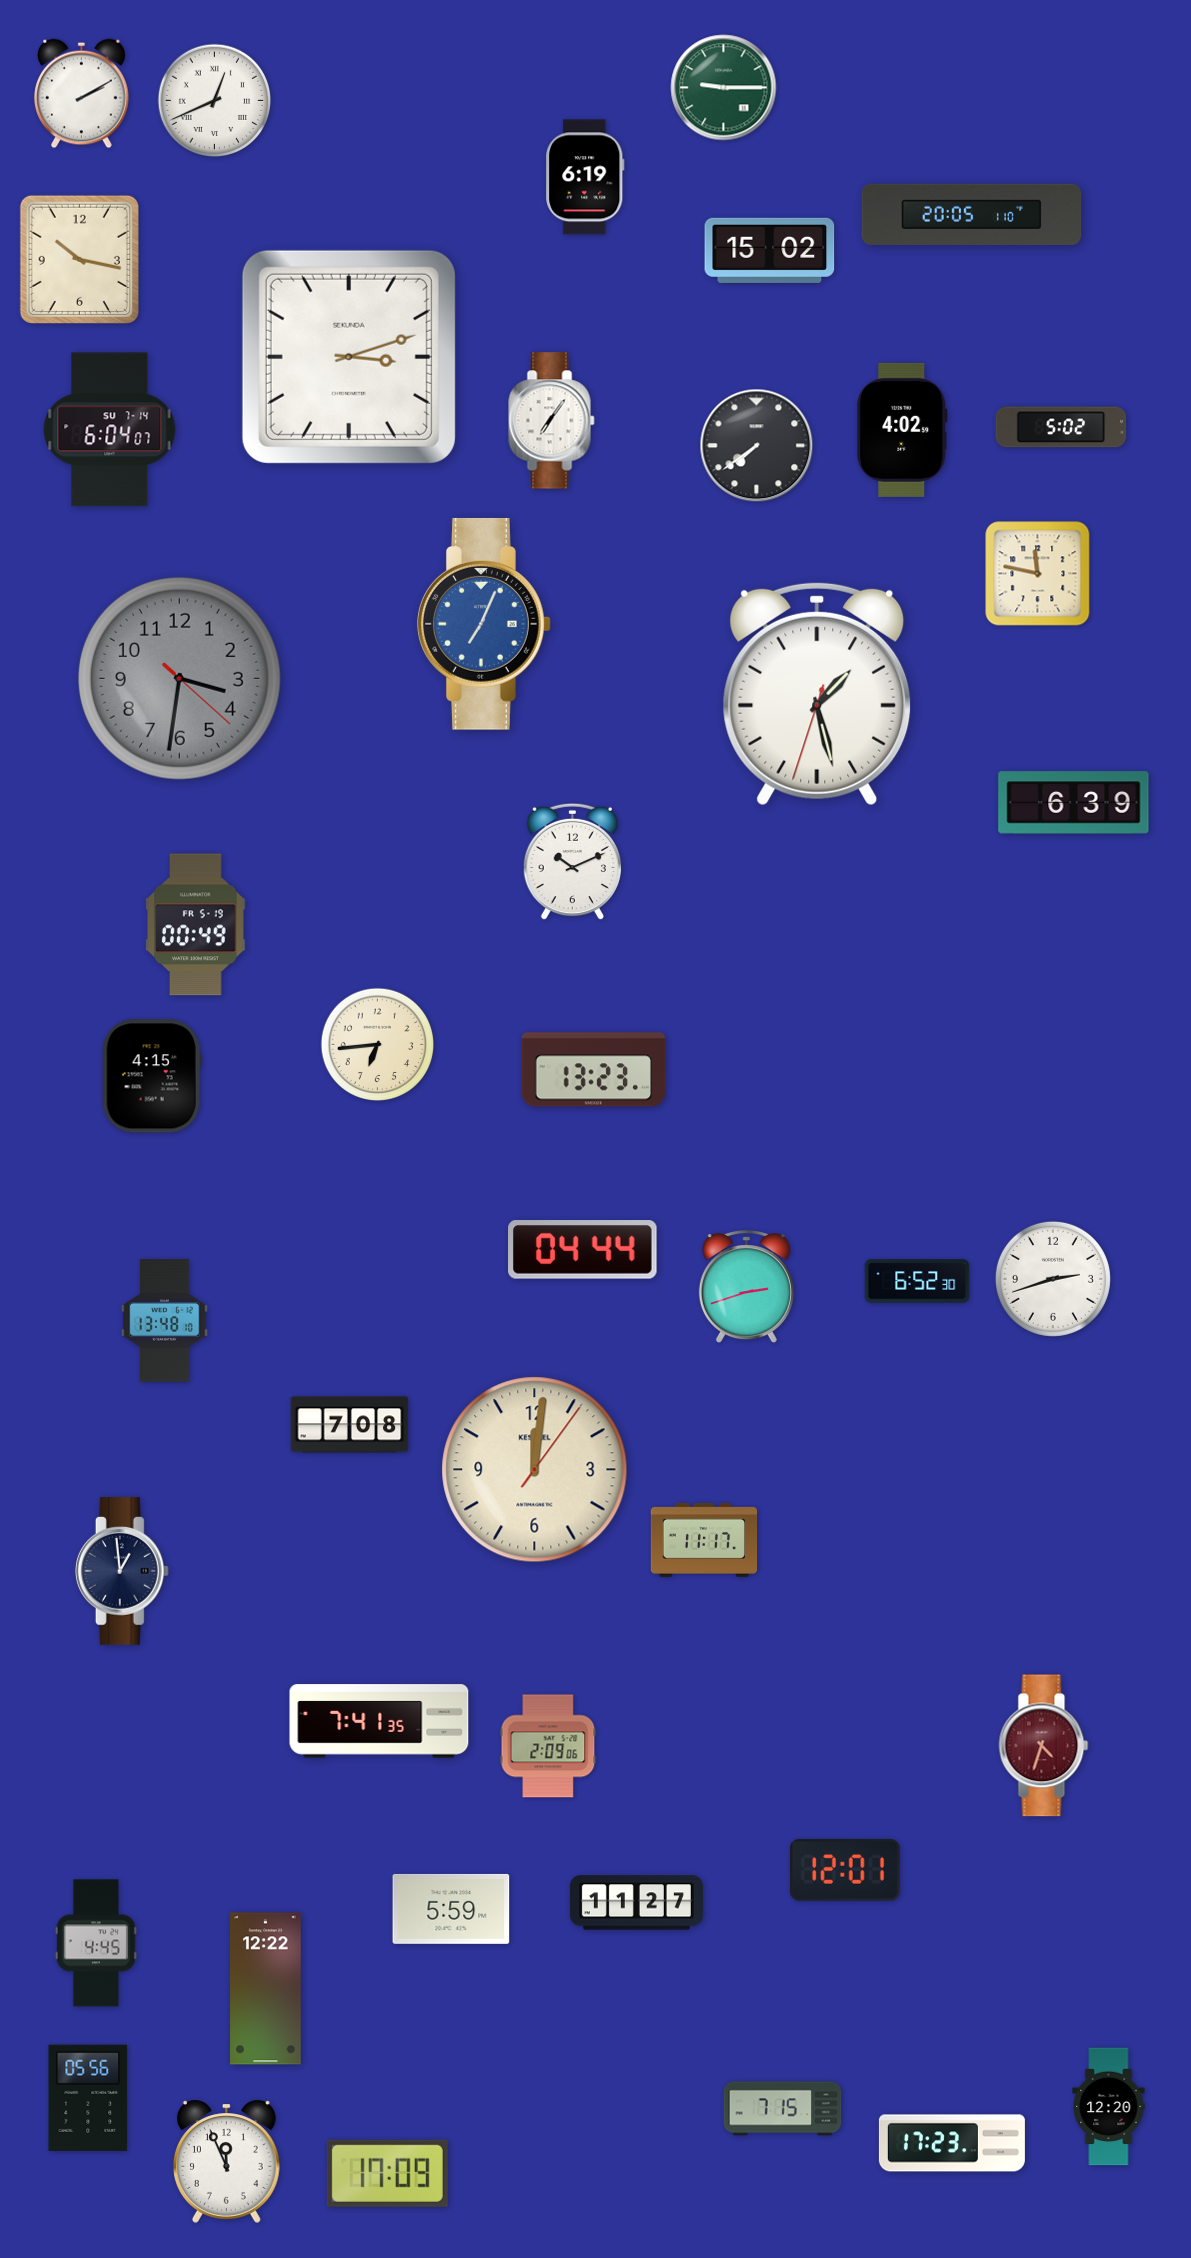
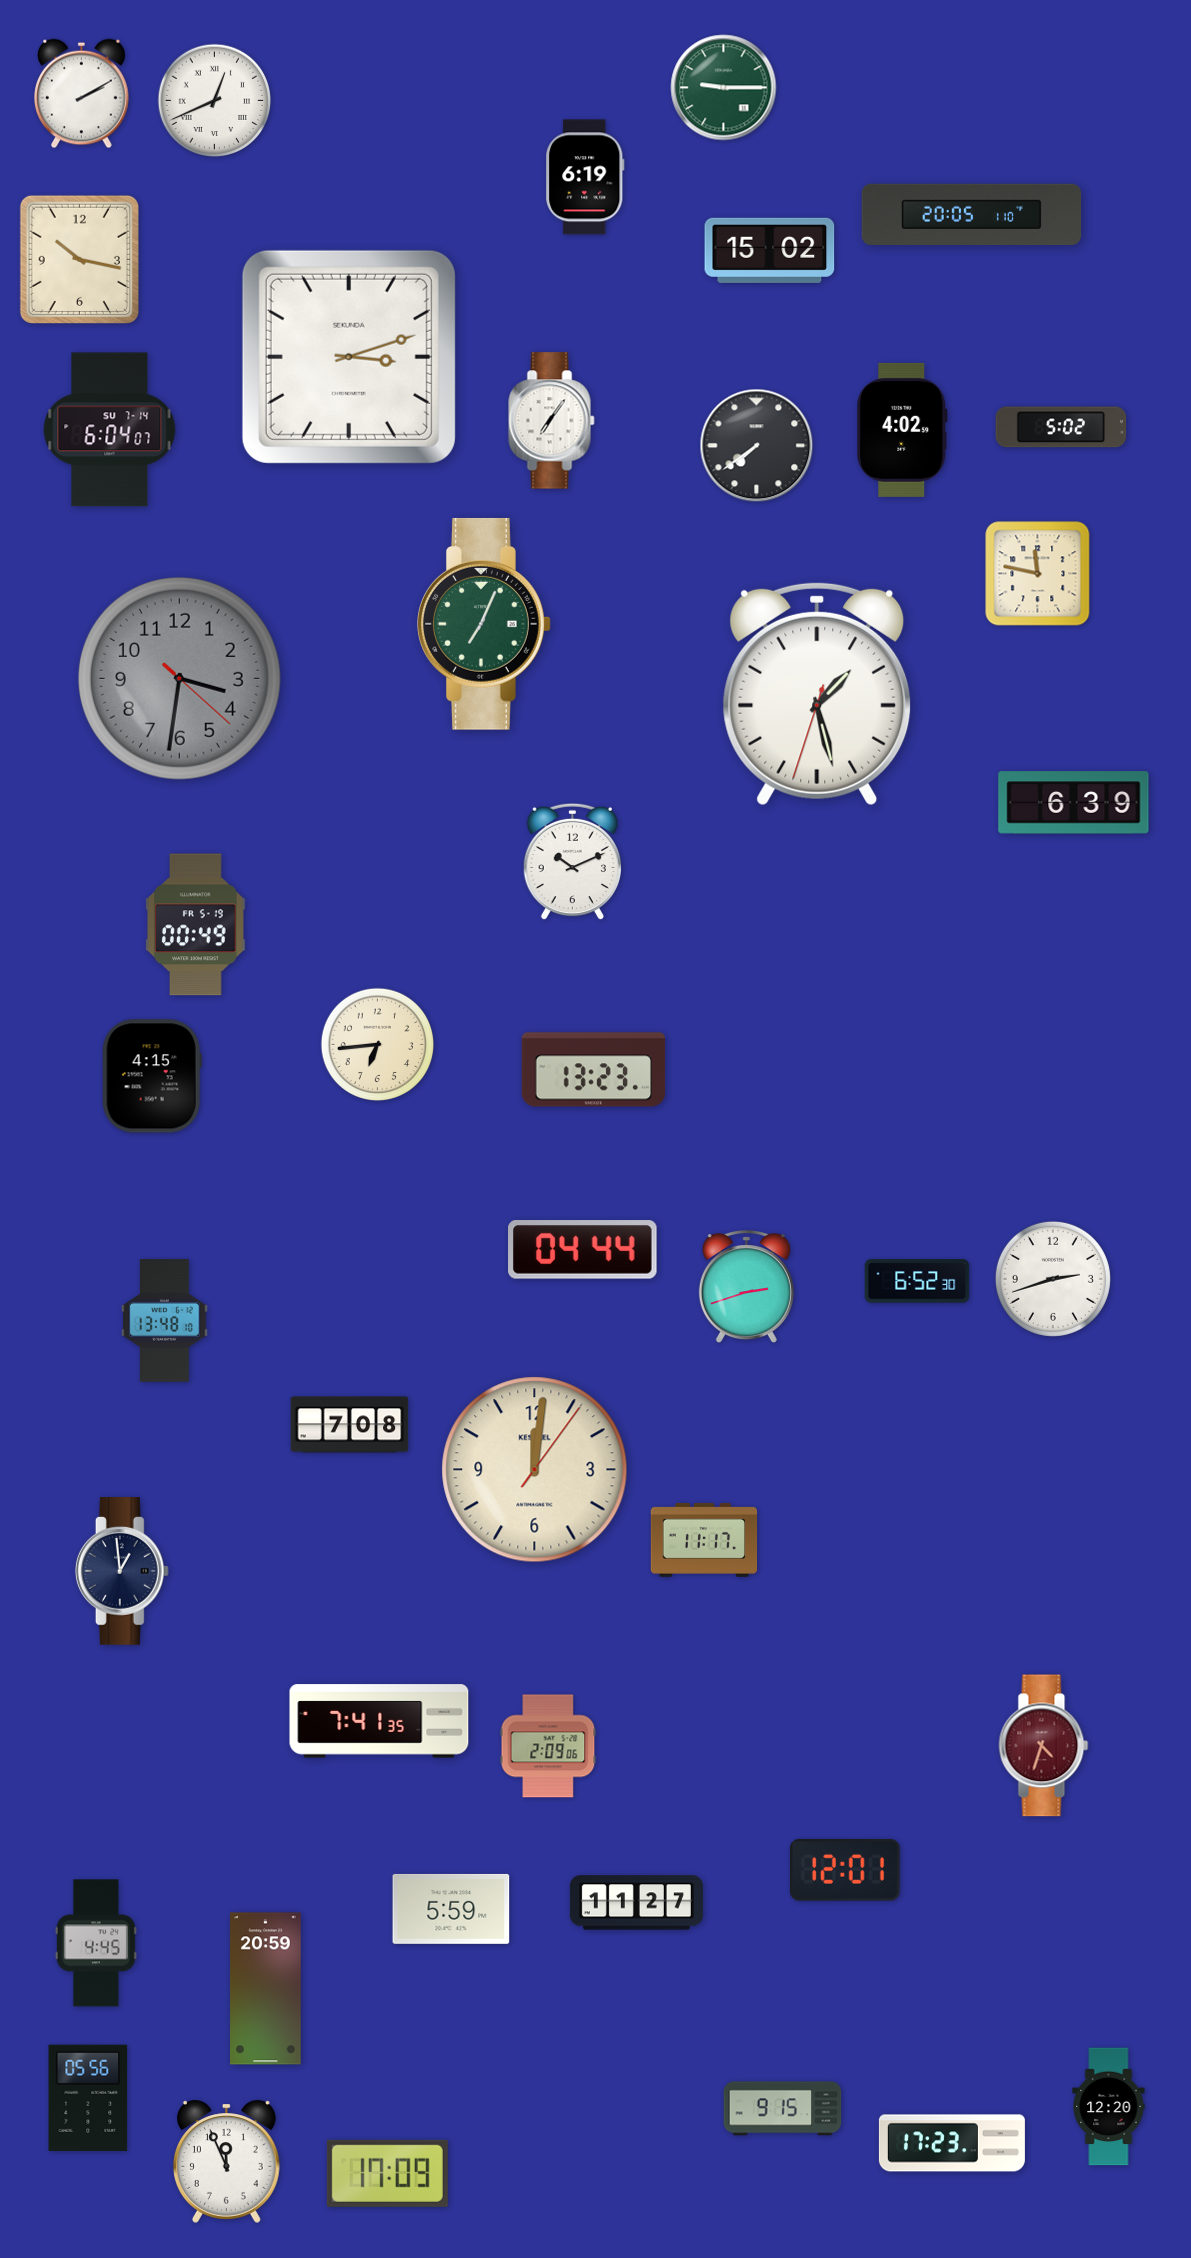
clock at (485, 624) dial: blue -> green
clock at (266, 1989): 12:22 -> 20:59
clock at (783, 2109): 7:15 -> 9:15
